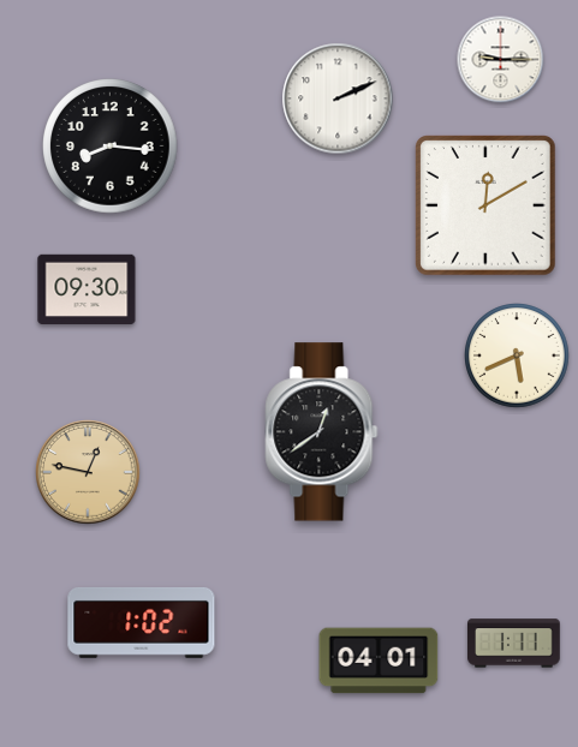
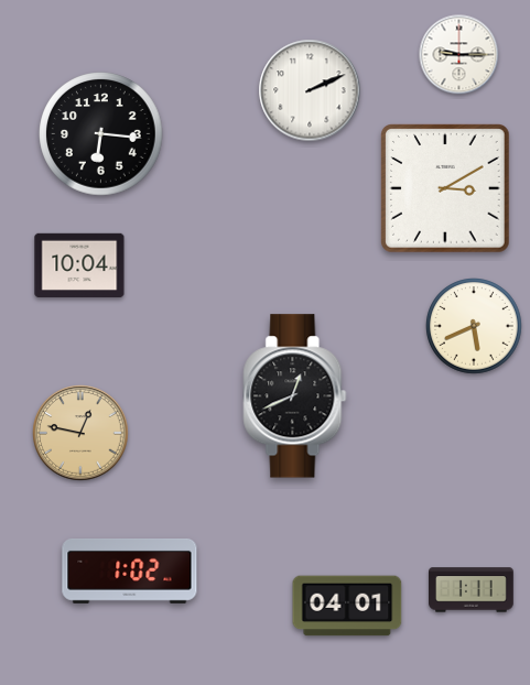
clock at (111, 147): 8:16 -> 6:16
clock at (487, 207): 12:10 -> 3:10
clock at (87, 288): 09:30 -> 10:04
clock at (322, 432): 12:39 -> 12:41
